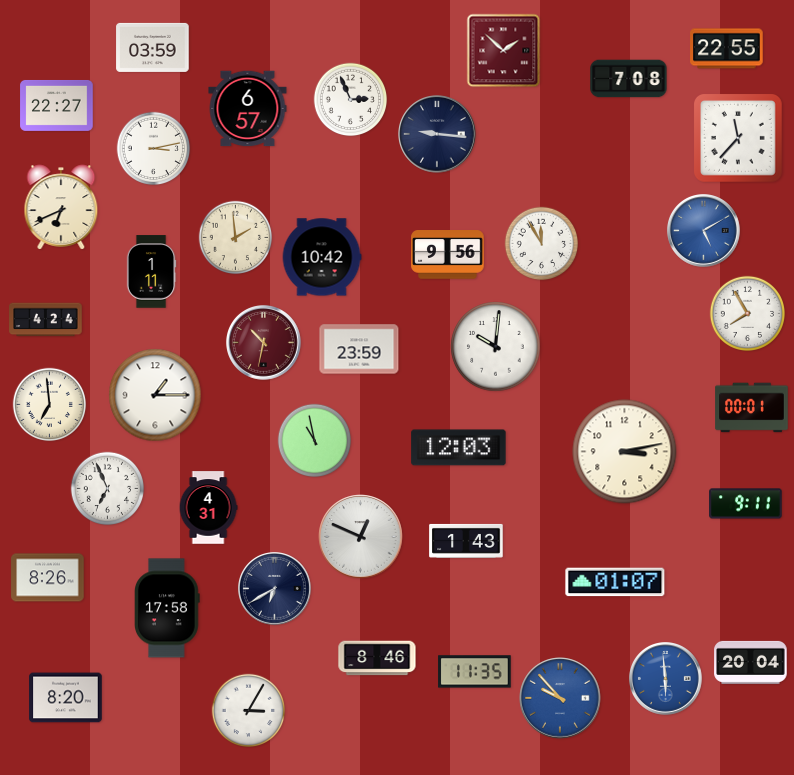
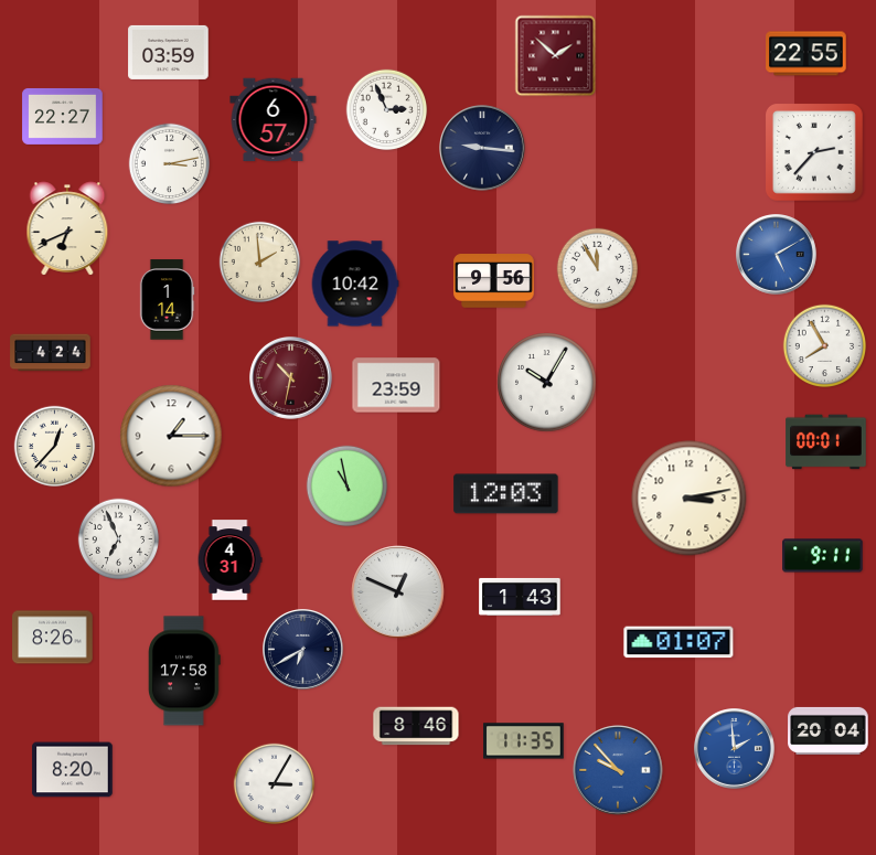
clock at (727, 49) position: (727, 49) -> (806, 54)
clock at (629, 79): 7:08 -> none
clock at (739, 139): 11:37 -> 2:37
clock at (151, 272): 1:11 -> 1:14
clock at (496, 347): 10:01 -> 10:05
clock at (50, 405): 6:59 -> 12:37
clock at (752, 408) position: (752, 408) -> (826, 442)
clock at (466, 541) position: (466, 541) -> (520, 597)
clock at (666, 679): 5:59 -> 1:59
